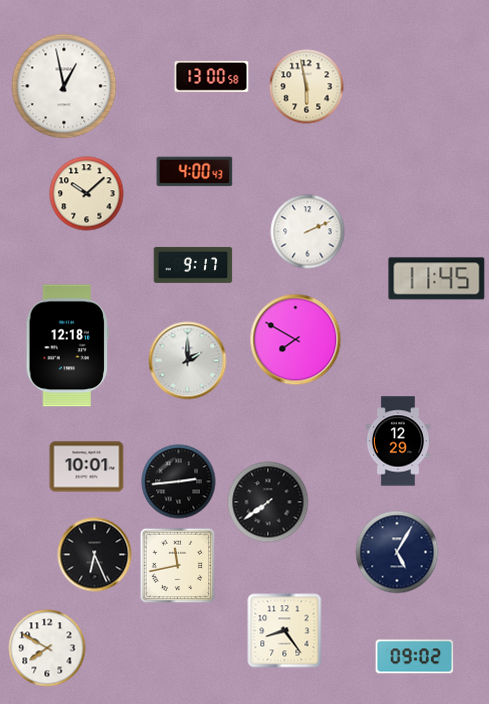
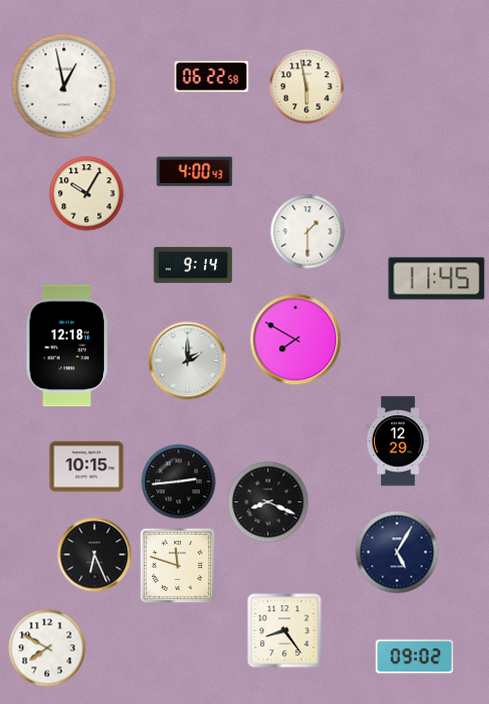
clock at (212, 76): 13:00 -> 06:22
clock at (87, 194): 10:08 -> 10:05
clock at (308, 232): 2:11 -> 1:30
clock at (193, 265): 9:17 -> 9:14
clock at (87, 467): 10:01 -> 10:15
clock at (268, 502): 7:39 -> 8:19
clock at (178, 566): 11:43 -> 11:48
